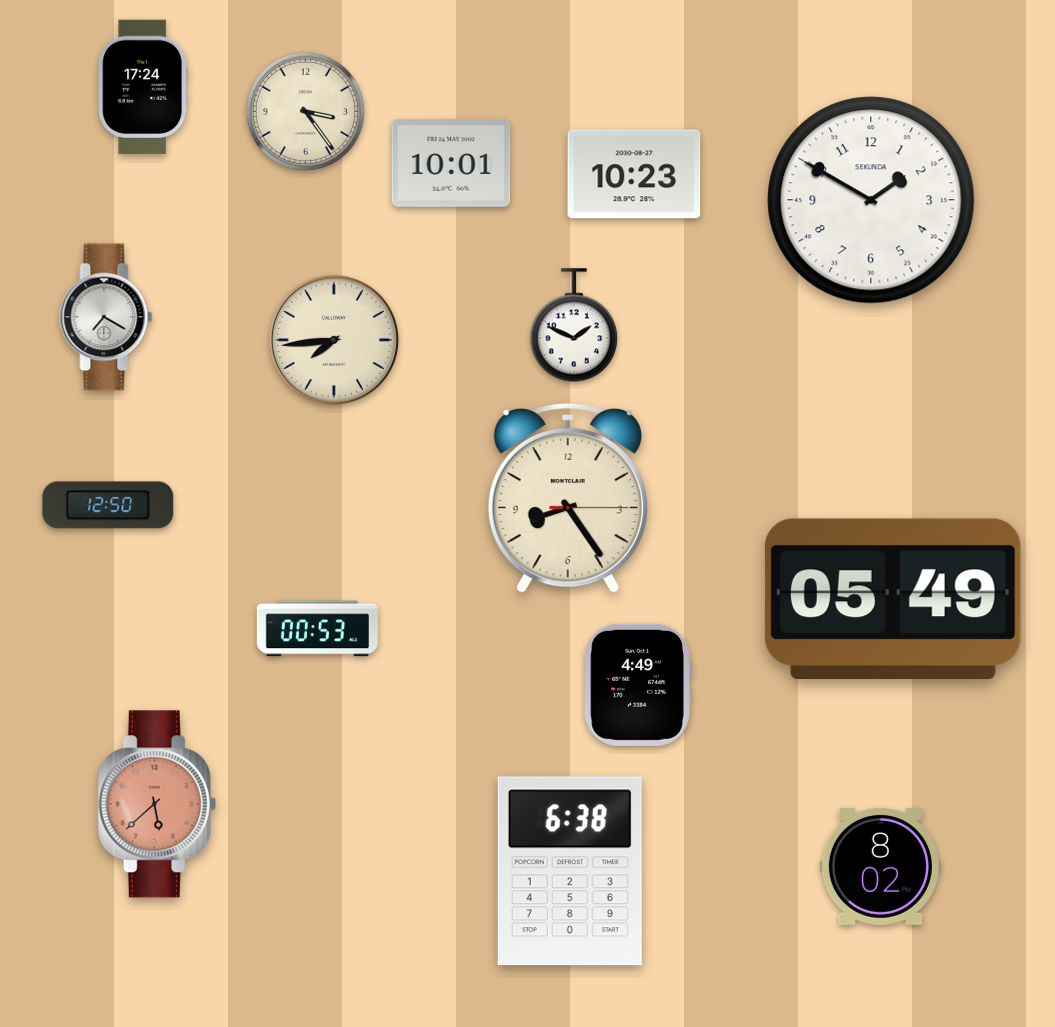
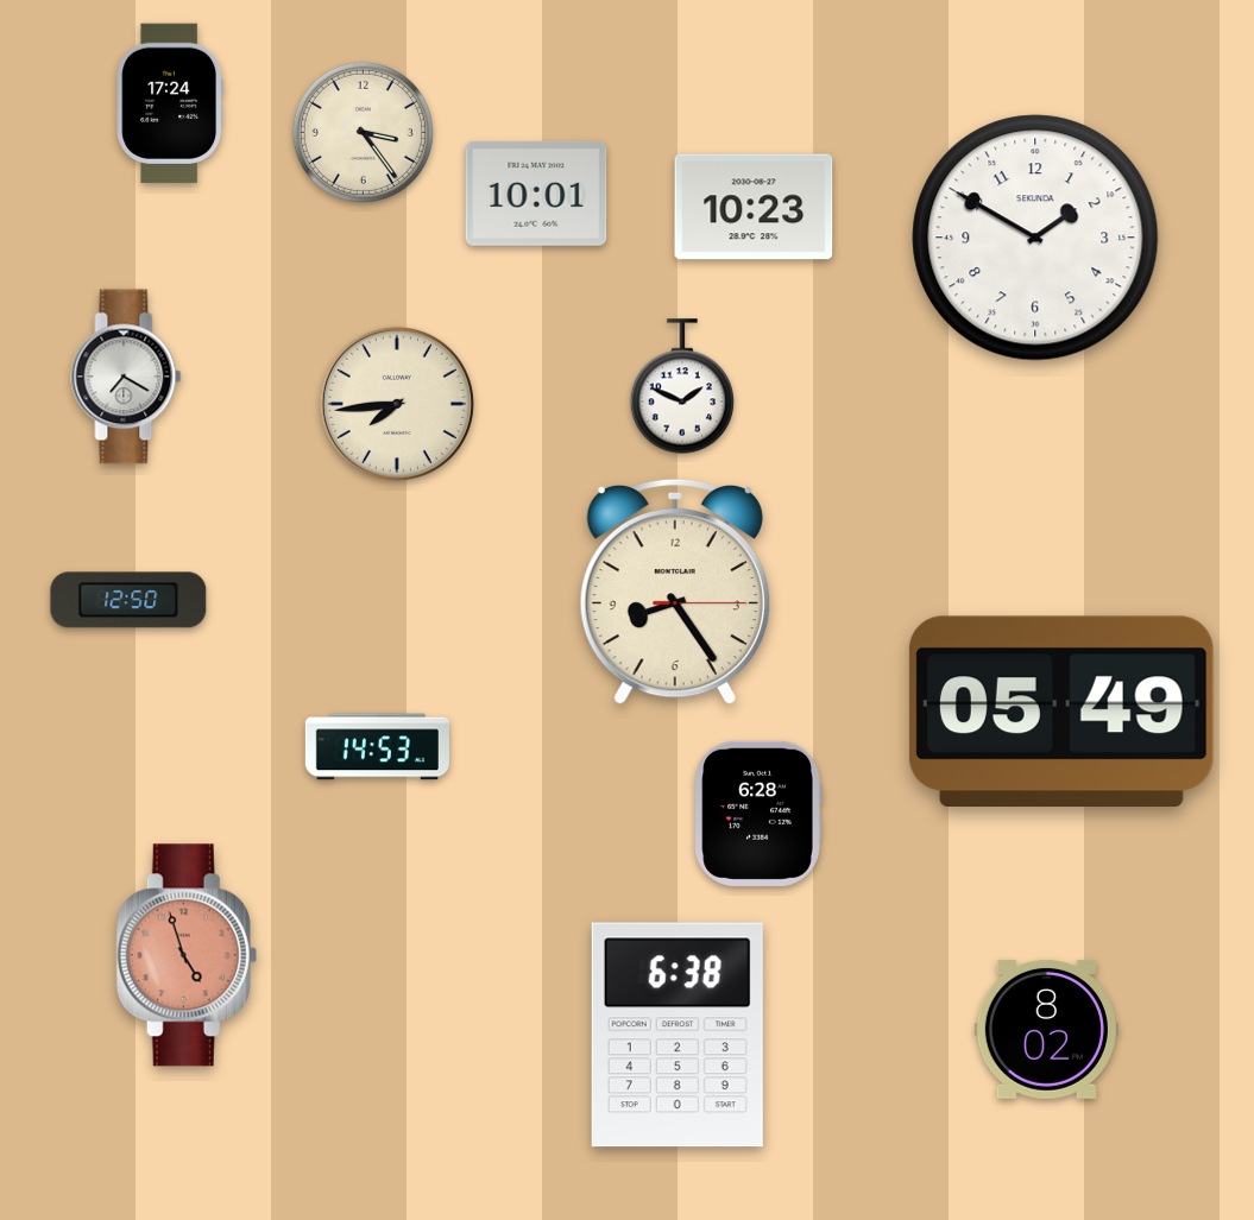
clock at (317, 629): 00:53 -> 14:53
clock at (638, 685): 4:49 -> 6:28
clock at (157, 804): 5:38 -> 4:57
